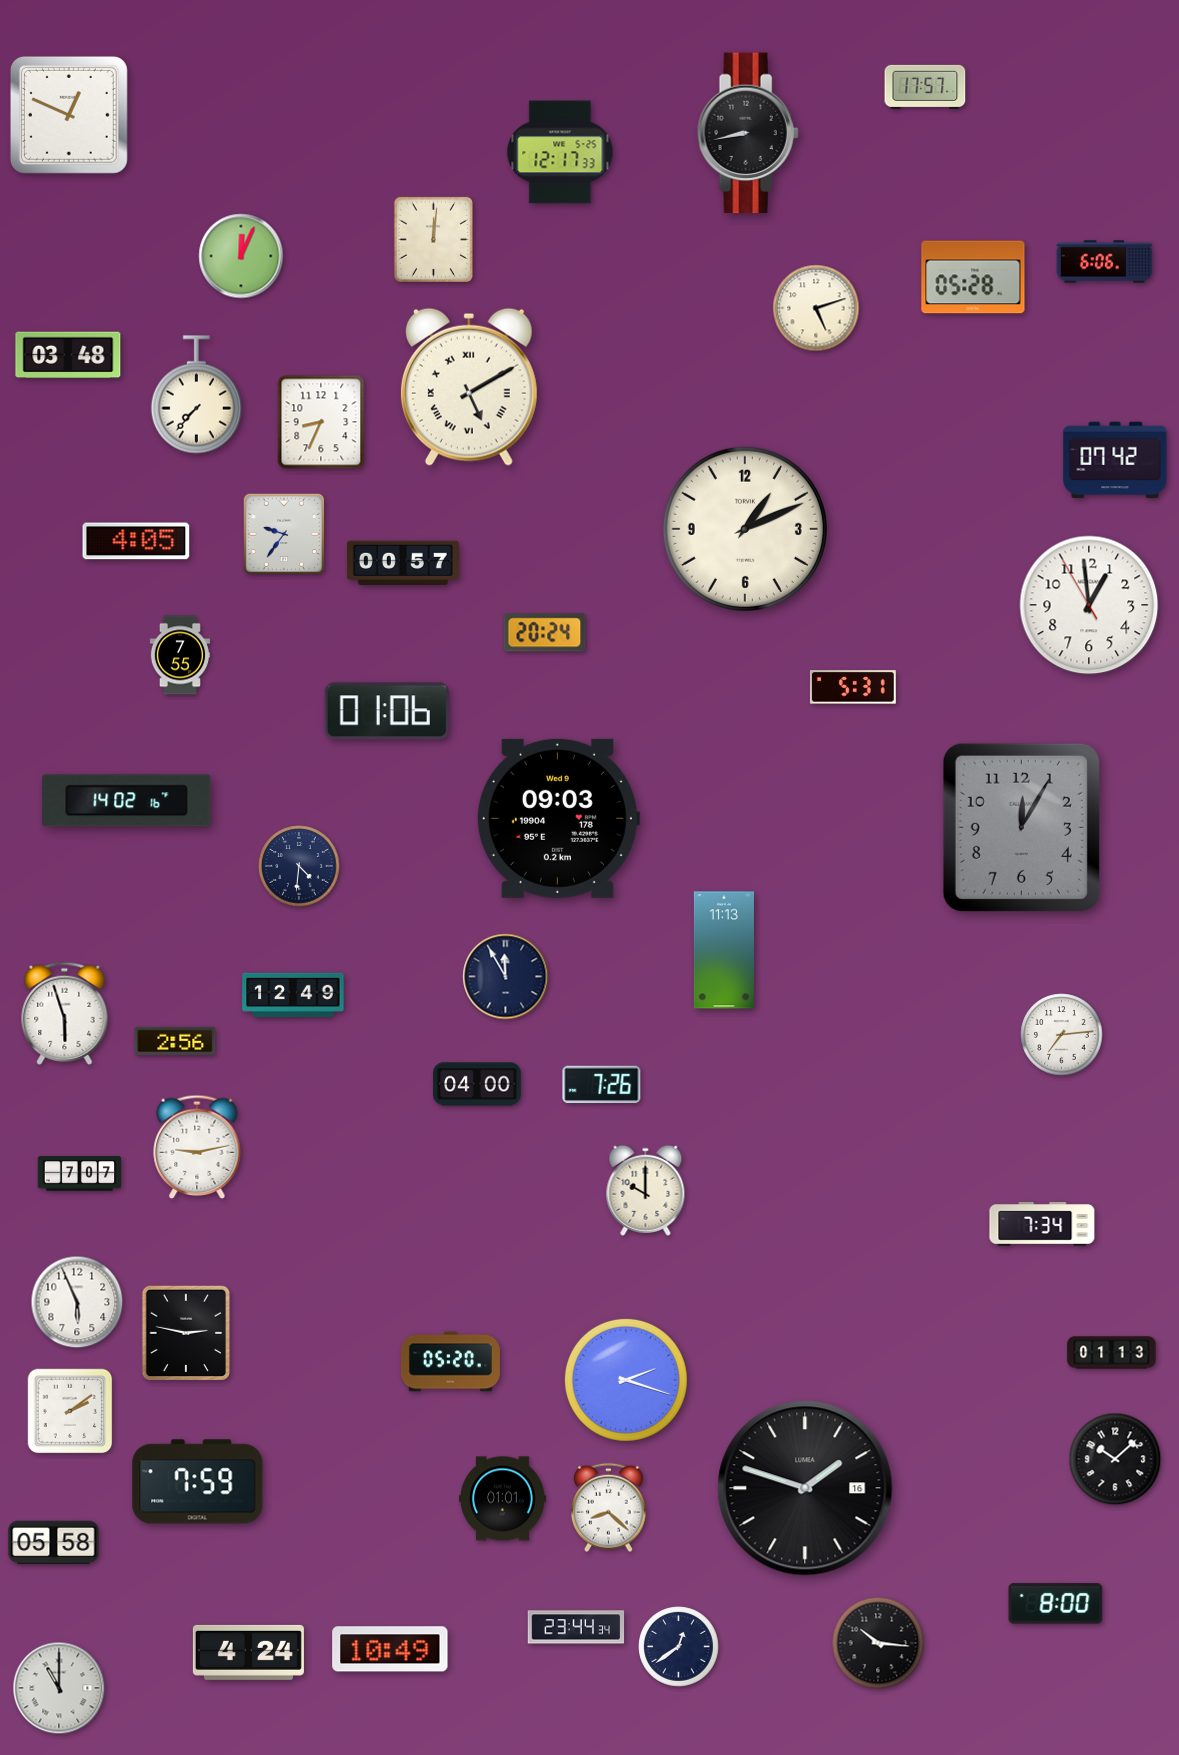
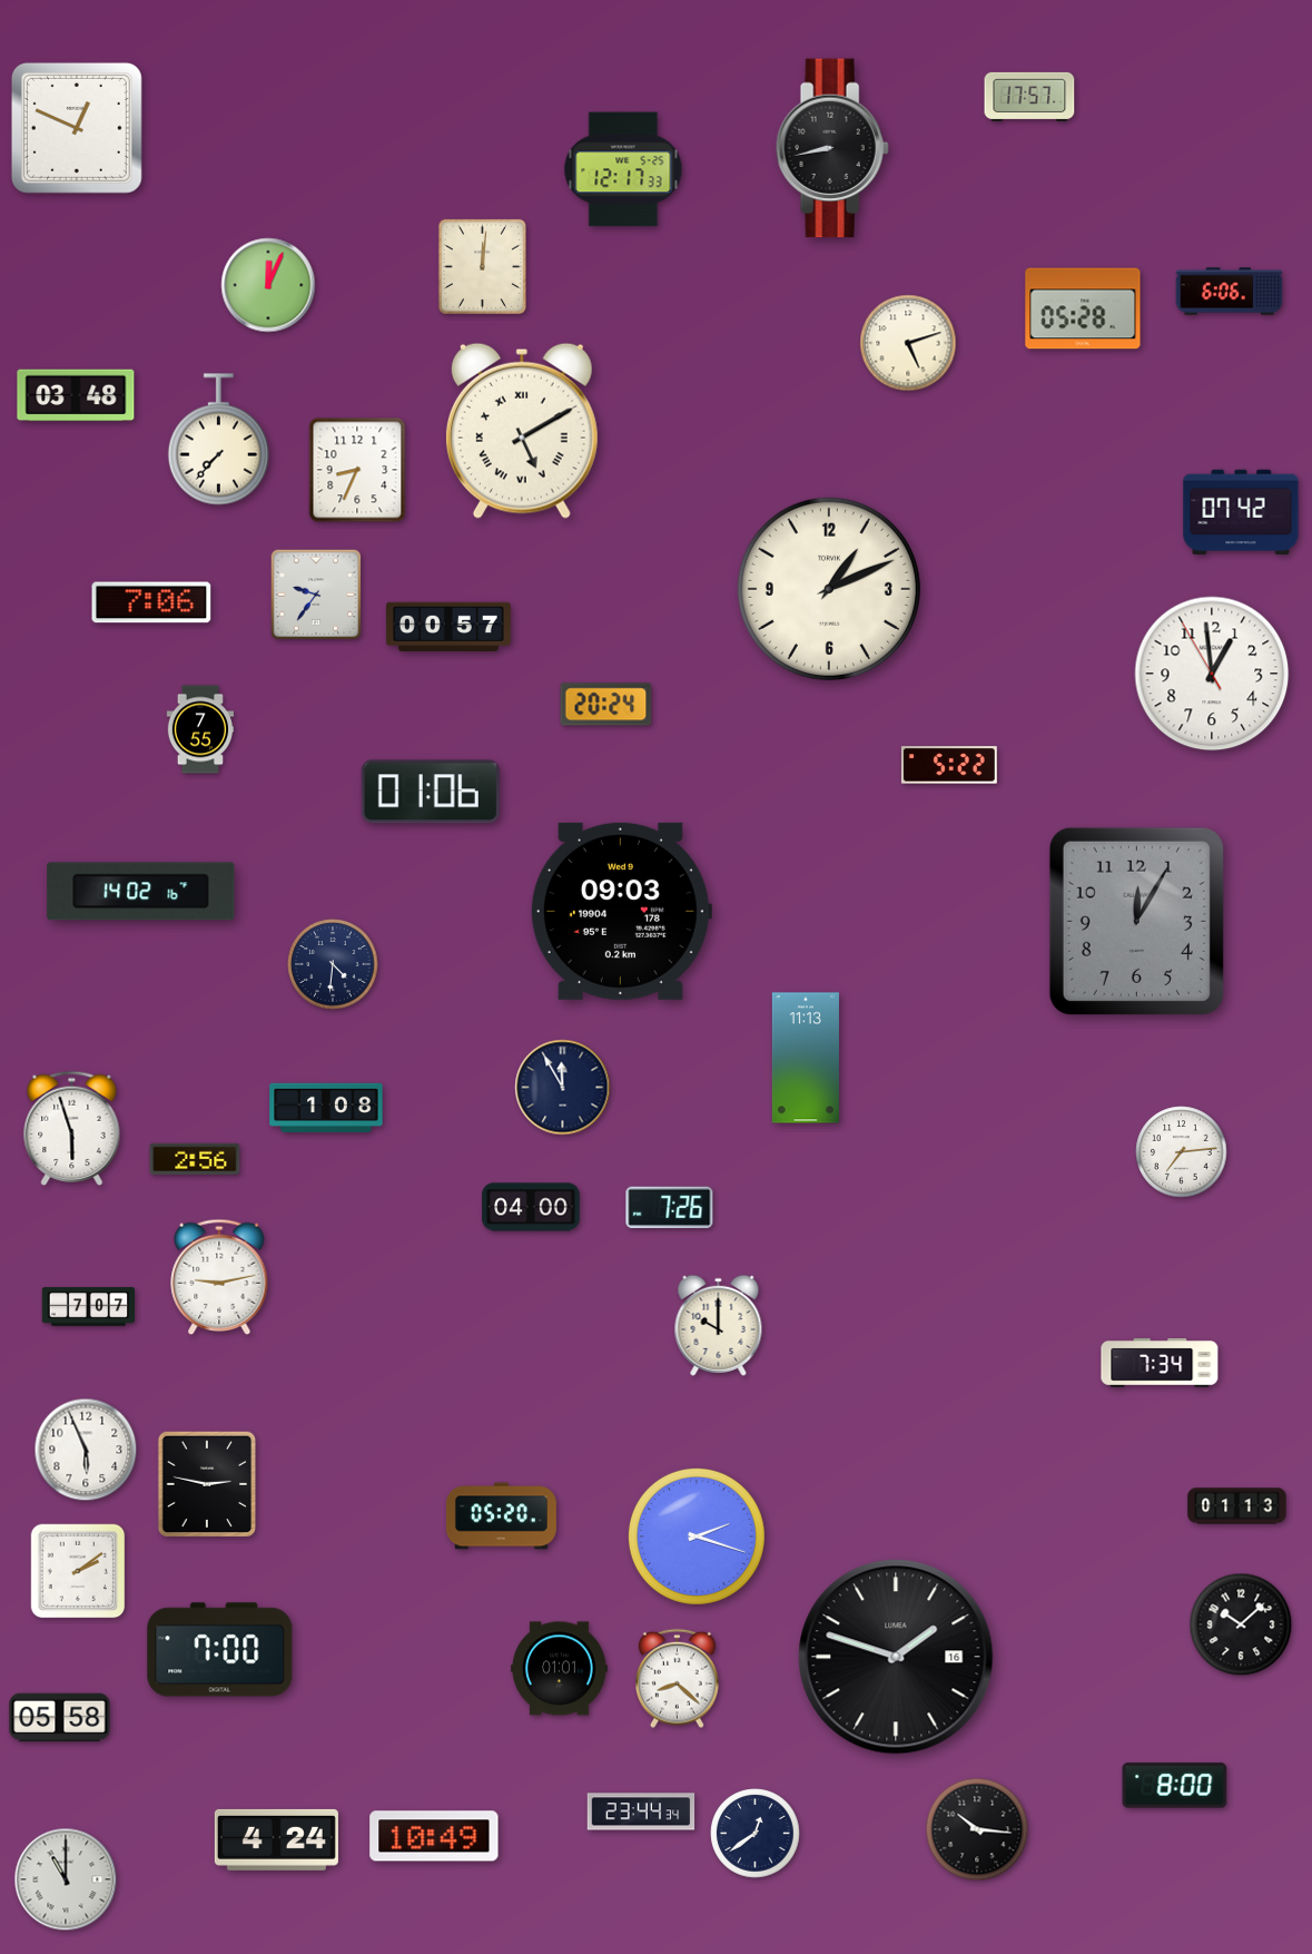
clock at (136, 541): 4:05 -> 7:06
clock at (853, 687): 5:31 -> 5:22
clock at (293, 995): 12:49 -> 1:08
clock at (198, 1482): 7:59 -> 7:00
